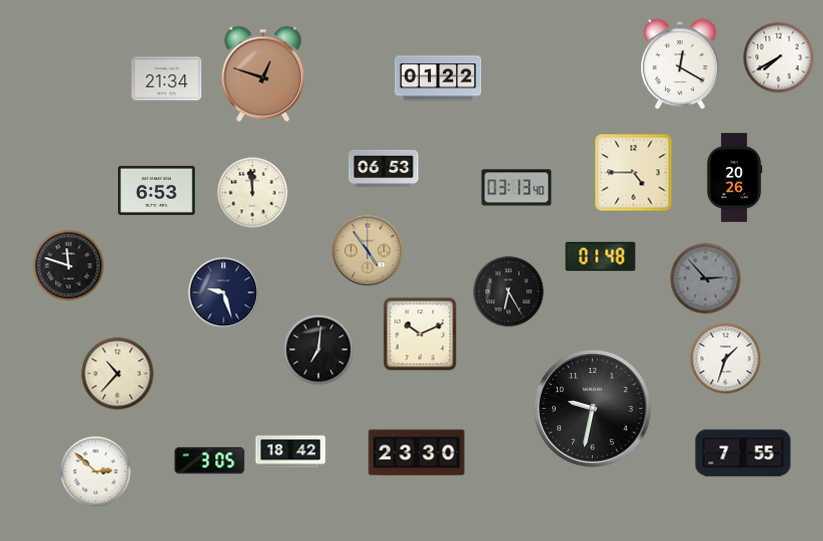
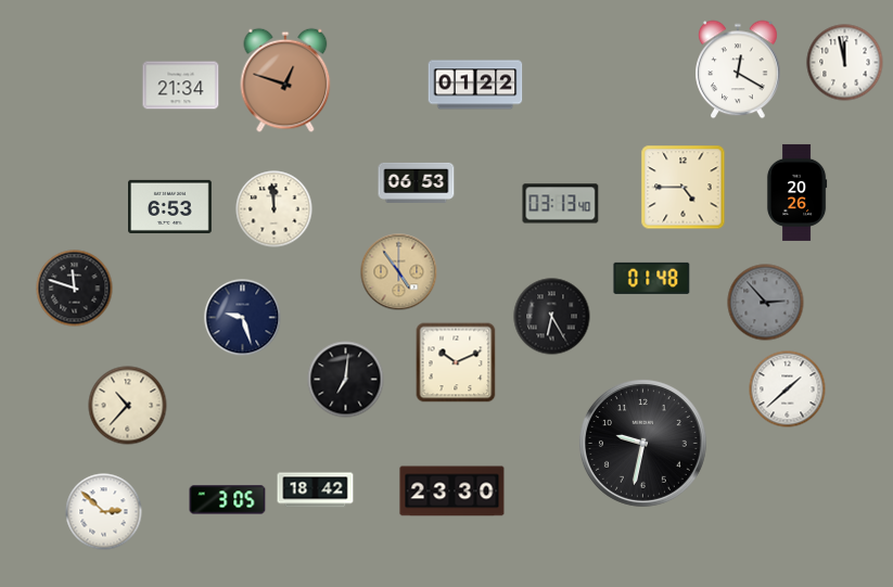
clock at (779, 58): 7:40 -> 11:58
clock at (634, 173) position: (634, 173) -> (684, 188)
clock at (726, 359): 1:33 -> 1:38
clock at (743, 453): 7:55 -> none
